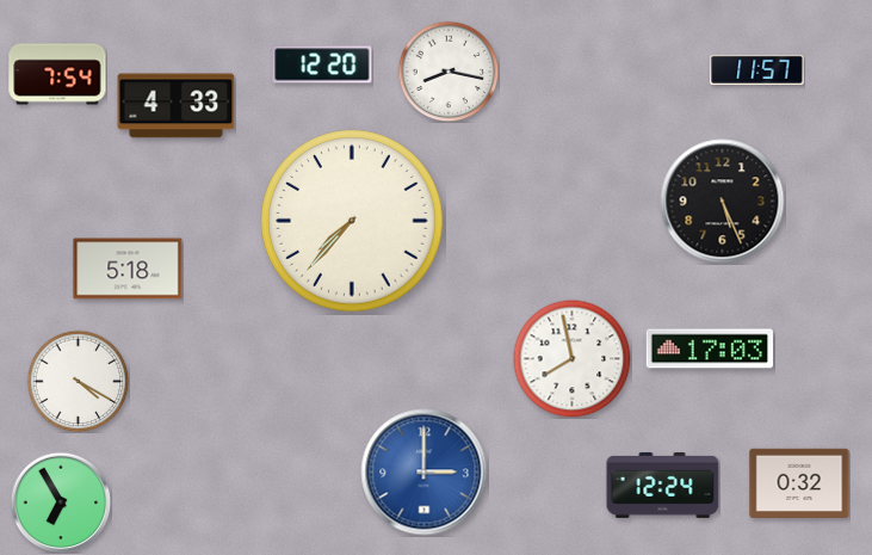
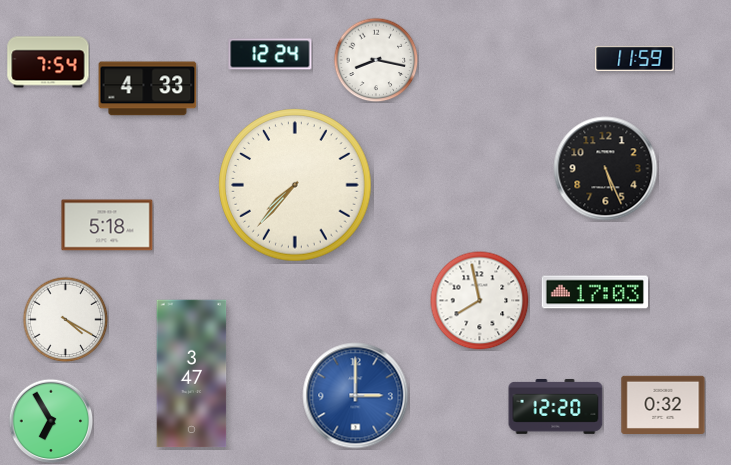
clock at (322, 64): 12:20 -> 12:24
clock at (757, 69): 11:57 -> 11:59
clock at (192, 374): none -> 3:47
clock at (799, 482) position: (799, 482) -> (663, 404)
clock at (663, 485): 12:24 -> 12:20
